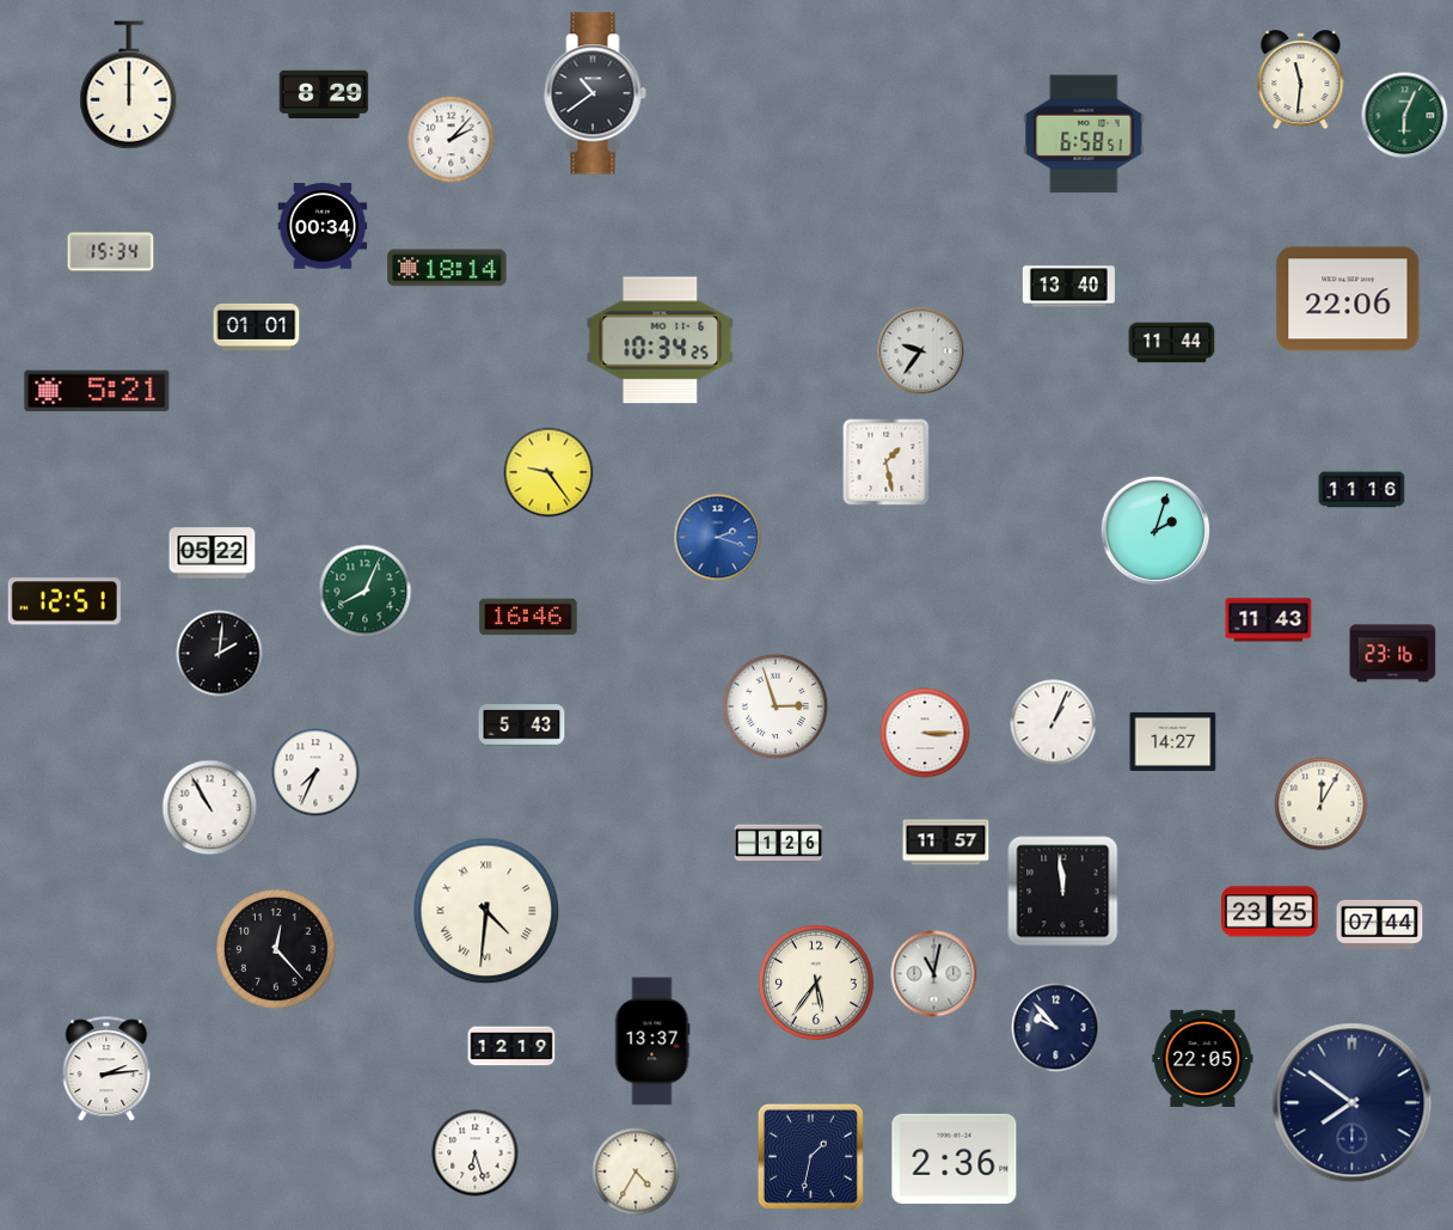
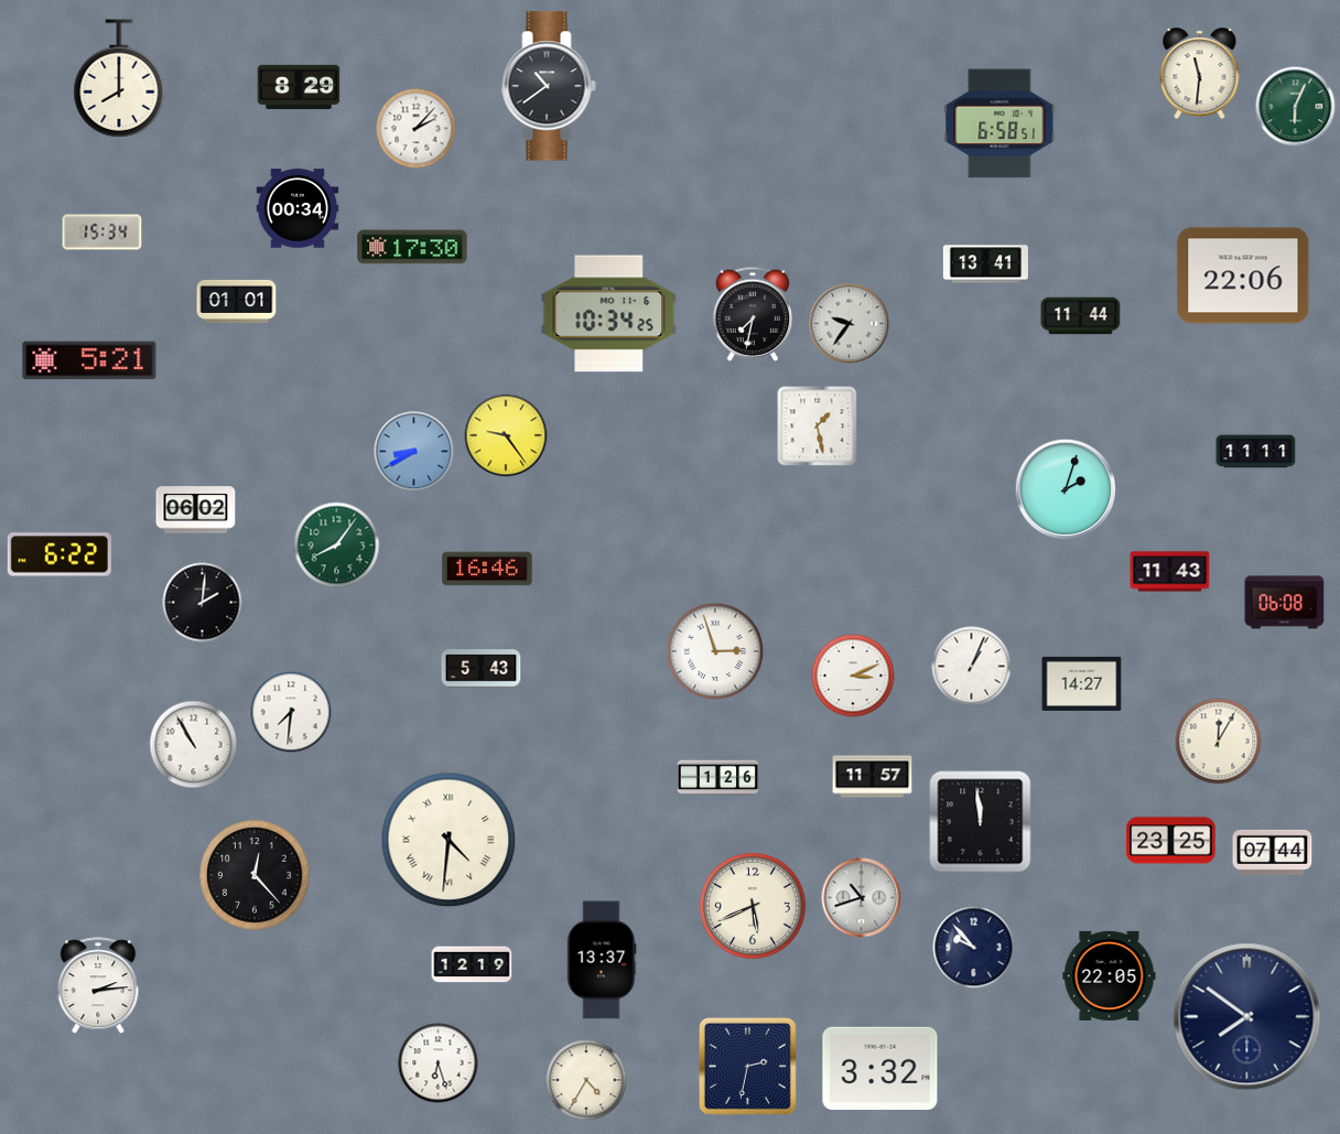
clock at (129, 85): 12:00 -> 8:00
clock at (447, 268): 18:14 -> 17:30
clock at (1068, 287): 13:40 -> 13:41
clock at (753, 314): none -> 7:32
clock at (414, 452): none -> 8:40
clock at (1362, 490): 11:16 -> 11:11
clock at (718, 538): 2:18 -> none
clock at (213, 553): 05:22 -> 06:02
clock at (366, 592): 8:04 -> 8:06
clock at (65, 601): 12:51 -> 6:22
clock at (1393, 654): 23:16 -> 06:08
clock at (925, 733): 3:15 -> 3:11
clock at (315, 772): 7:34 -> 7:31
clock at (934, 974): 11:02 -> 10:42
clock at (816, 983): 5:36 -> 5:41
clock at (810, 1156): 1:32 -> 2:32
clock at (955, 1158): 2:36 -> 3:32
